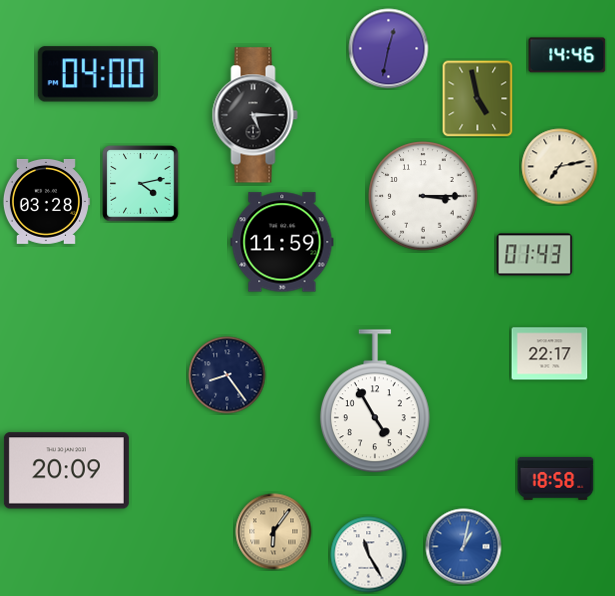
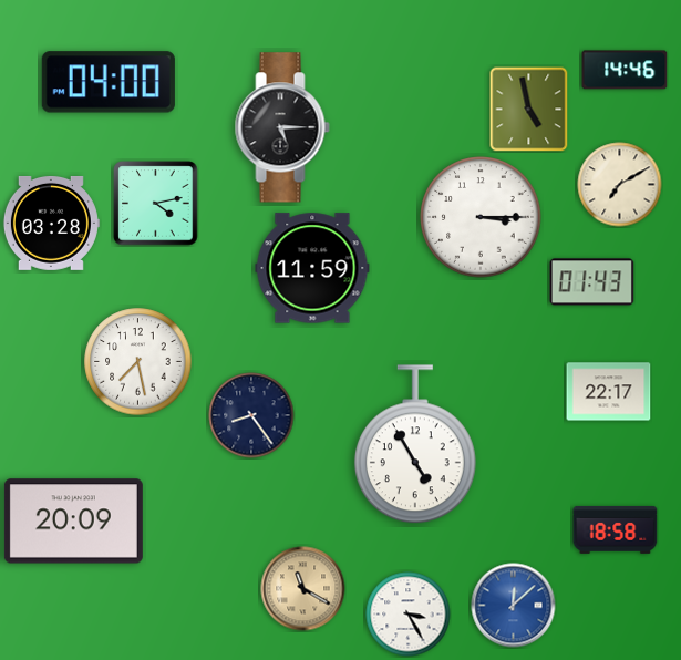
clock at (389, 49): 12:32 -> none
clock at (567, 55) position: (567, 55) -> (625, 70)
clock at (560, 167): 7:13 -> 7:10
clock at (423, 196) position: (423, 196) -> (481, 217)
clock at (138, 362): none -> 7:28
clock at (274, 532): 6:06 -> 11:20
clock at (464, 547): 1:02 -> 12:08
clock at (369, 555): 11:25 -> 3:25
